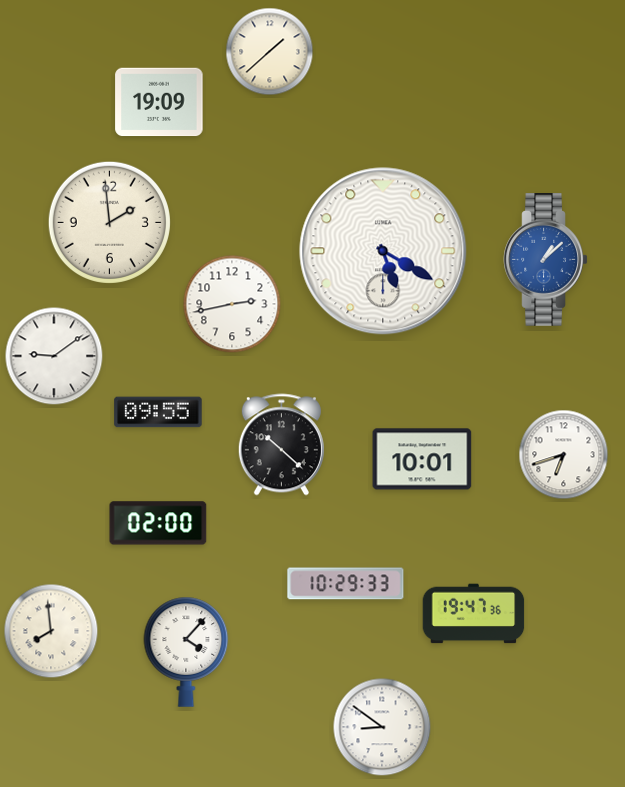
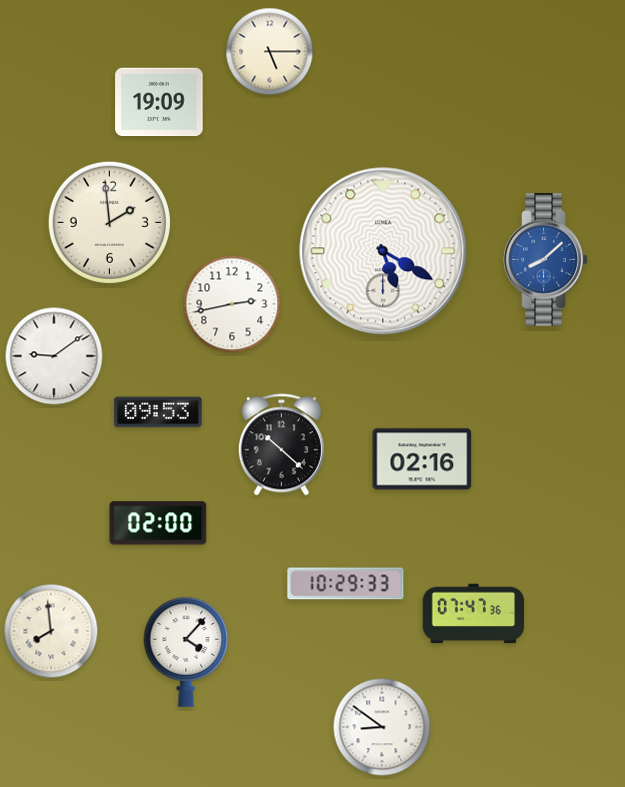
clock at (270, 52): 1:38 -> 5:15
clock at (546, 260): 1:08 -> 8:08
clock at (158, 412): 09:55 -> 09:53
clock at (564, 455): 6:42 -> none
clock at (422, 459): 10:01 -> 02:16
clock at (474, 614): 19:47 -> 07:47
